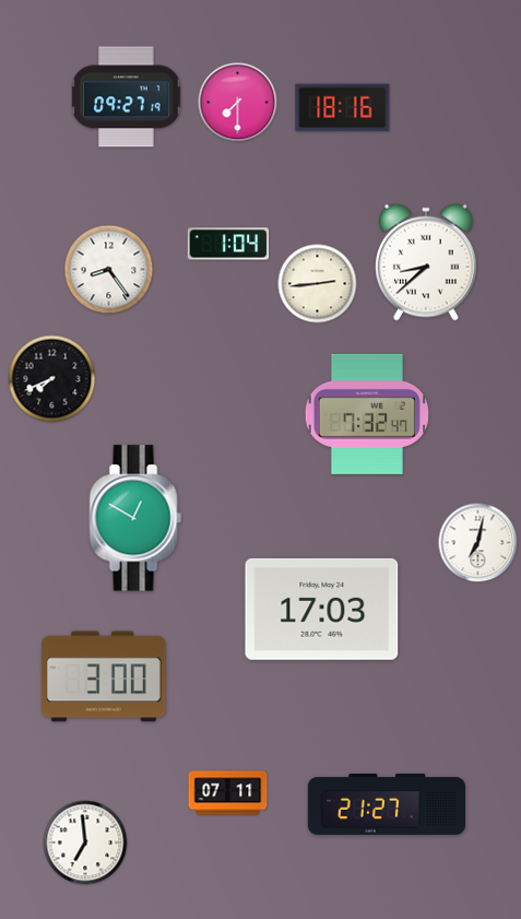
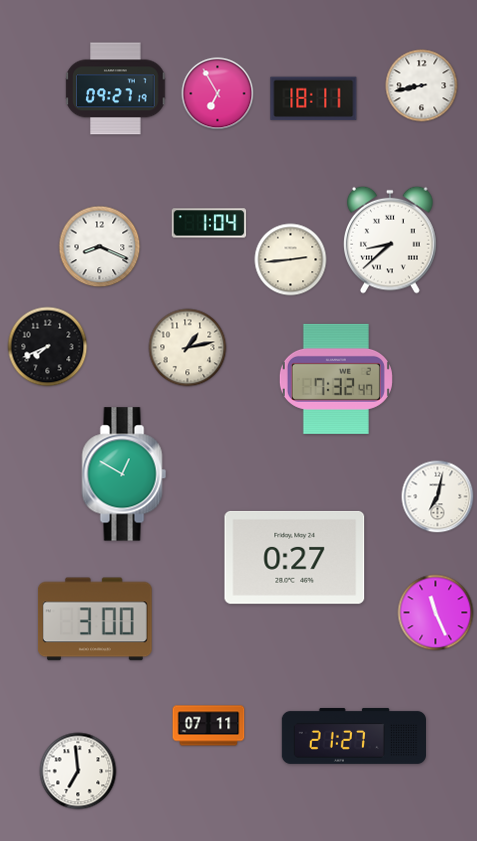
clock at (422, 86): none -> 8:43
clock at (238, 103): 7:30 -> 6:55
clock at (343, 108): 18:16 -> 18:11
clock at (109, 270): 8:24 -> 8:19
clock at (188, 348): none -> 1:13
clock at (322, 609): 17:03 -> 0:27
clock at (436, 613): none -> 11:26
